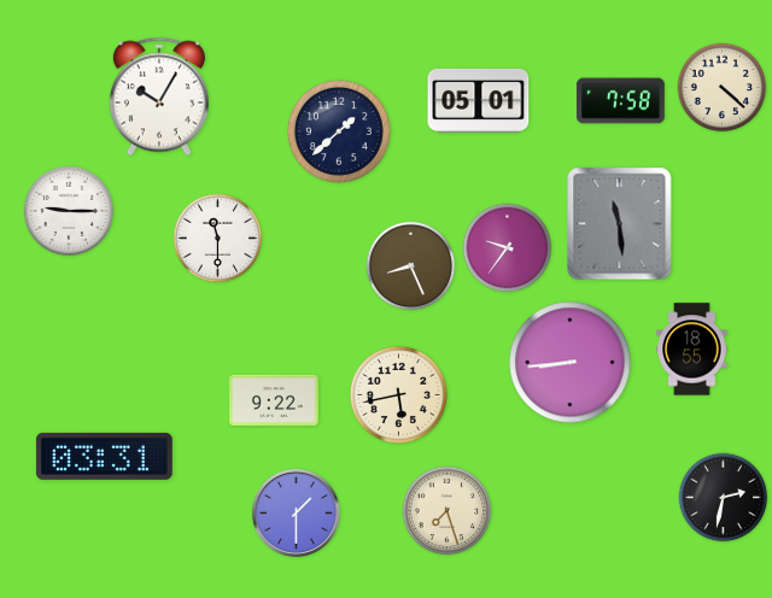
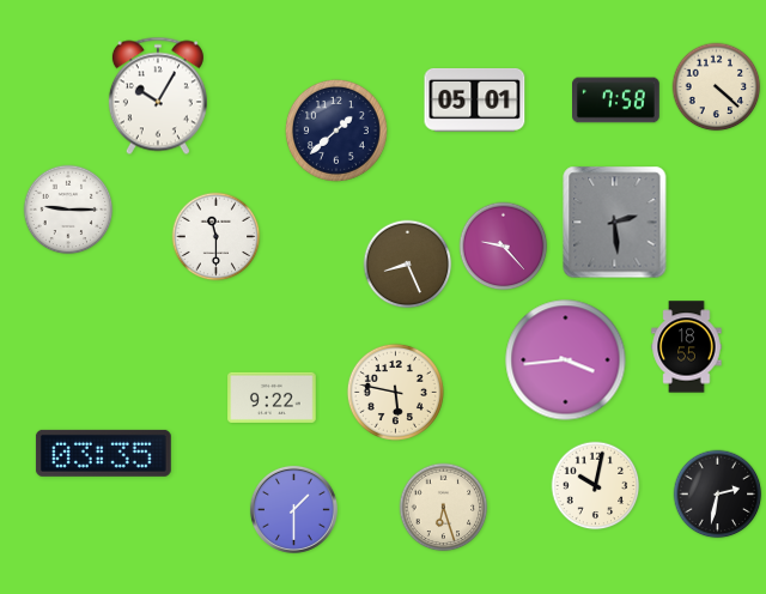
clock at (620, 224): 11:29 -> 2:29
clock at (508, 248): 9:36 -> 9:23
clock at (571, 363): 8:44 -> 3:44
clock at (398, 394): 5:43 -> 5:47
clock at (104, 456): 03:31 -> 03:35
clock at (596, 486): none -> 10:02
clock at (448, 511): 7:27 -> 6:27
